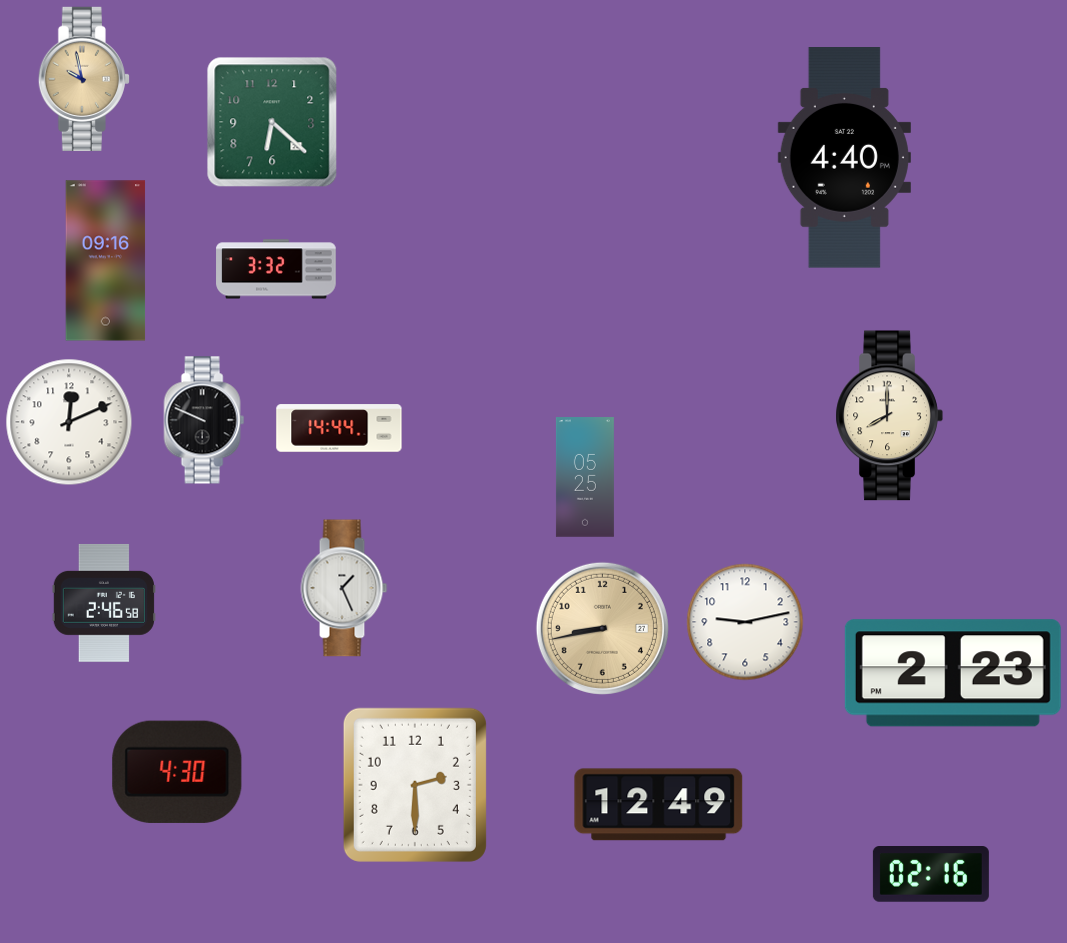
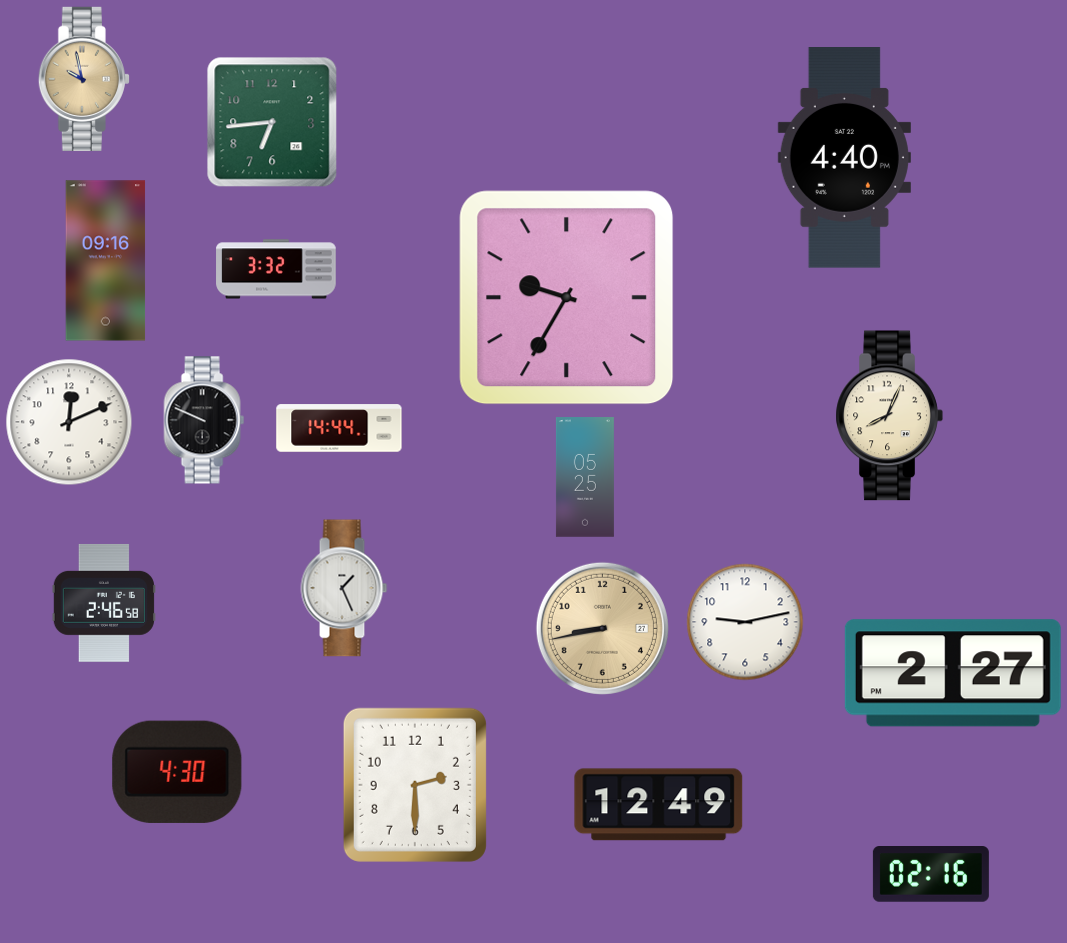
clock at (272, 122): 6:22 -> 6:44
clock at (567, 298): none -> 9:35
clock at (889, 416): 8:00 -> 8:04
clock at (953, 673): 2:23 -> 2:27
